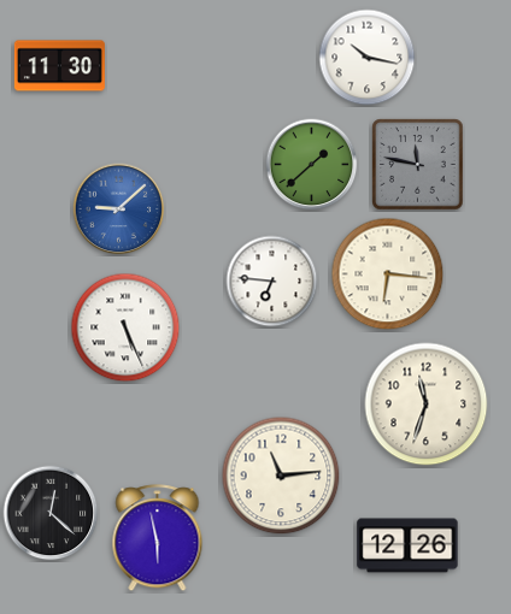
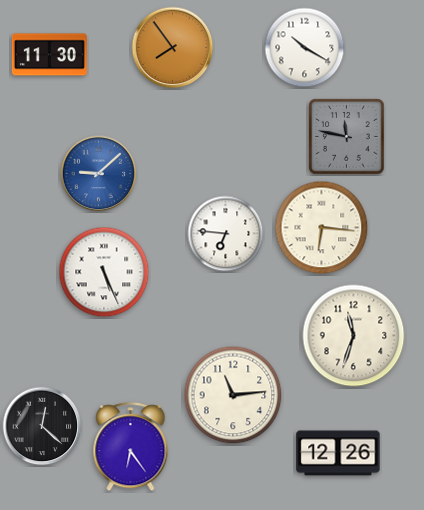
clock at (173, 48): none -> 7:54
clock at (368, 58): 10:17 -> 10:20
clock at (312, 165): 1:38 -> none
clock at (158, 538): 5:58 -> 6:24
